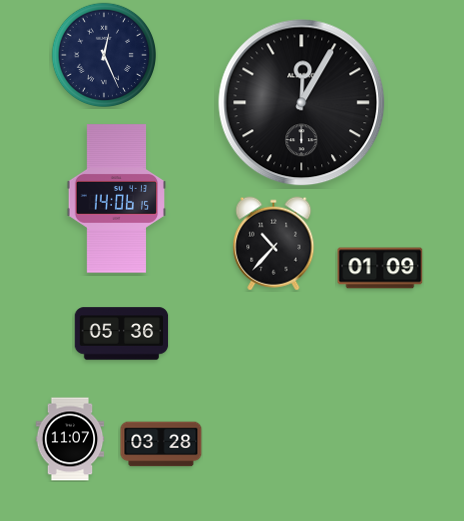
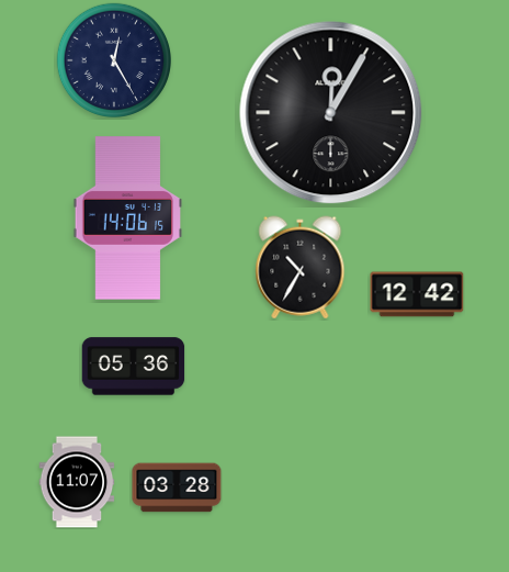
clock at (103, 54): 12:26 -> 12:25
clock at (274, 244): 10:37 -> 10:35
clock at (380, 268): 01:09 -> 12:42
